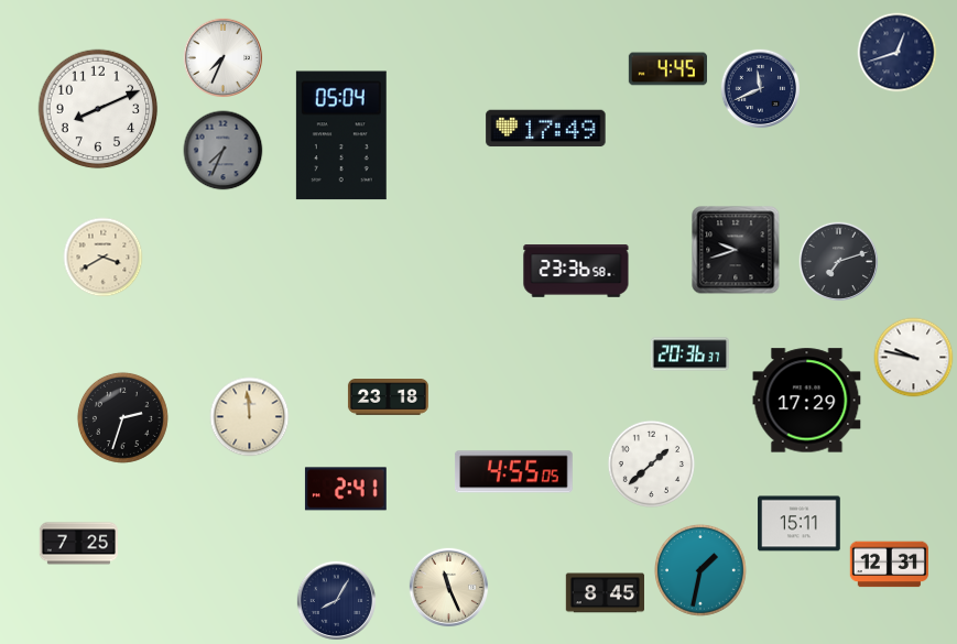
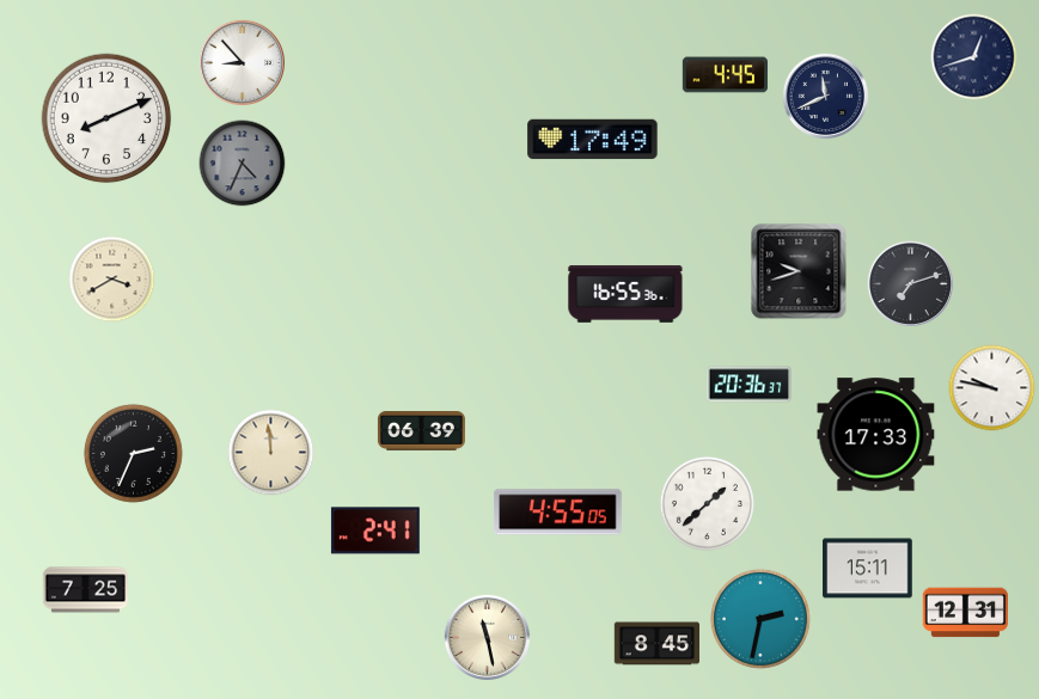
clock at (224, 58): 7:34 -> 8:53
clock at (341, 135): 05:04 -> none
clock at (224, 151): 7:34 -> 4:34
clock at (576, 271): 23:36 -> 16:55
clock at (388, 397): 23:18 -> 06:39
clock at (807, 401): 17:29 -> 17:33
clock at (122, 417): 2:33 -> 2:34
clock at (700, 570): 1:32 -> 2:32
clock at (449, 588): 11:26 -> 11:28
clock at (337, 601): 8:05 -> none
